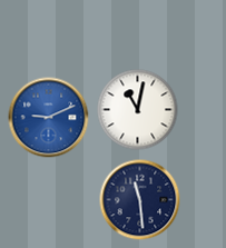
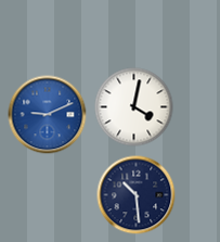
clock at (138, 110): 11:02 -> 4:02
clock at (140, 200): 11:29 -> 10:29
